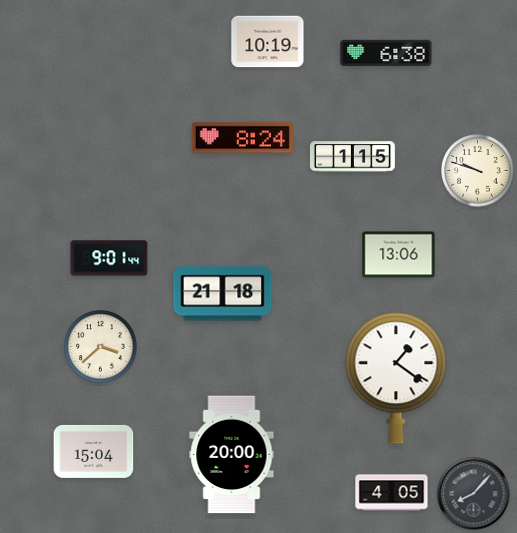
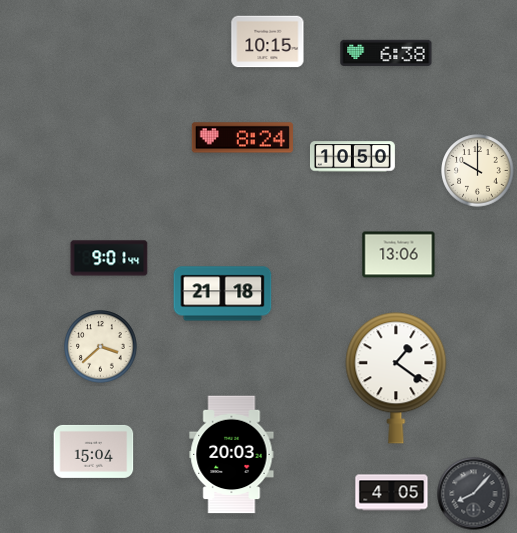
clock at (268, 42): 10:19 -> 10:15
clock at (352, 157): 1:15 -> 10:50
clock at (478, 171): 9:48 -> 10:00
clock at (232, 455): 20:00 -> 20:03
